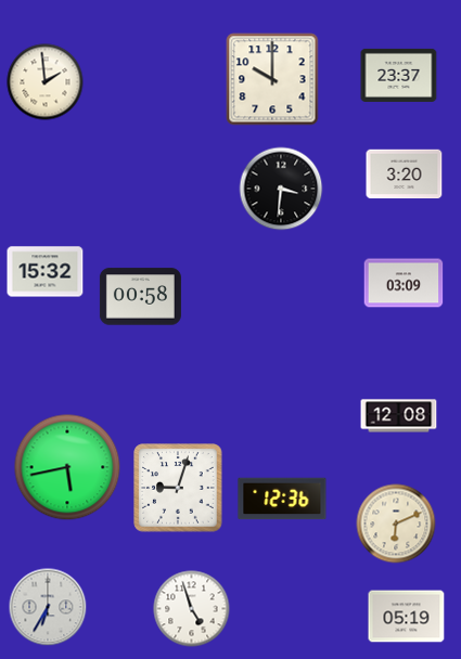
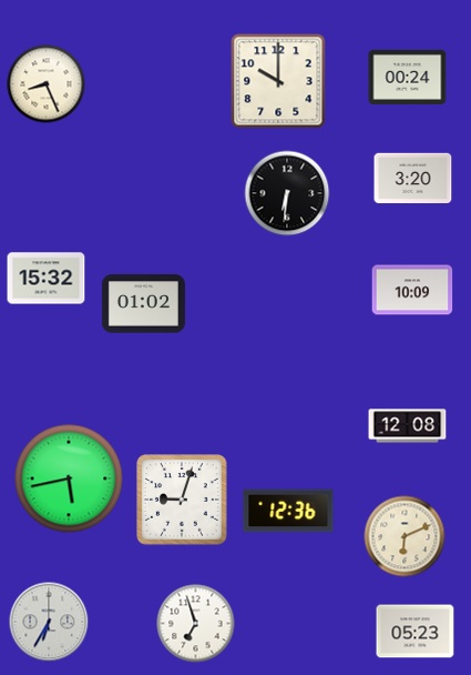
clock at (399, 75): 23:37 -> 00:24
clock at (46, 82): 1:59 -> 8:26
clock at (281, 189): 3:31 -> 6:31
clock at (404, 283): 03:09 -> 10:09
clock at (140, 297): 00:58 -> 01:02
clock at (192, 609): 4:57 -> 6:57
clock at (407, 617): 05:19 -> 05:23
